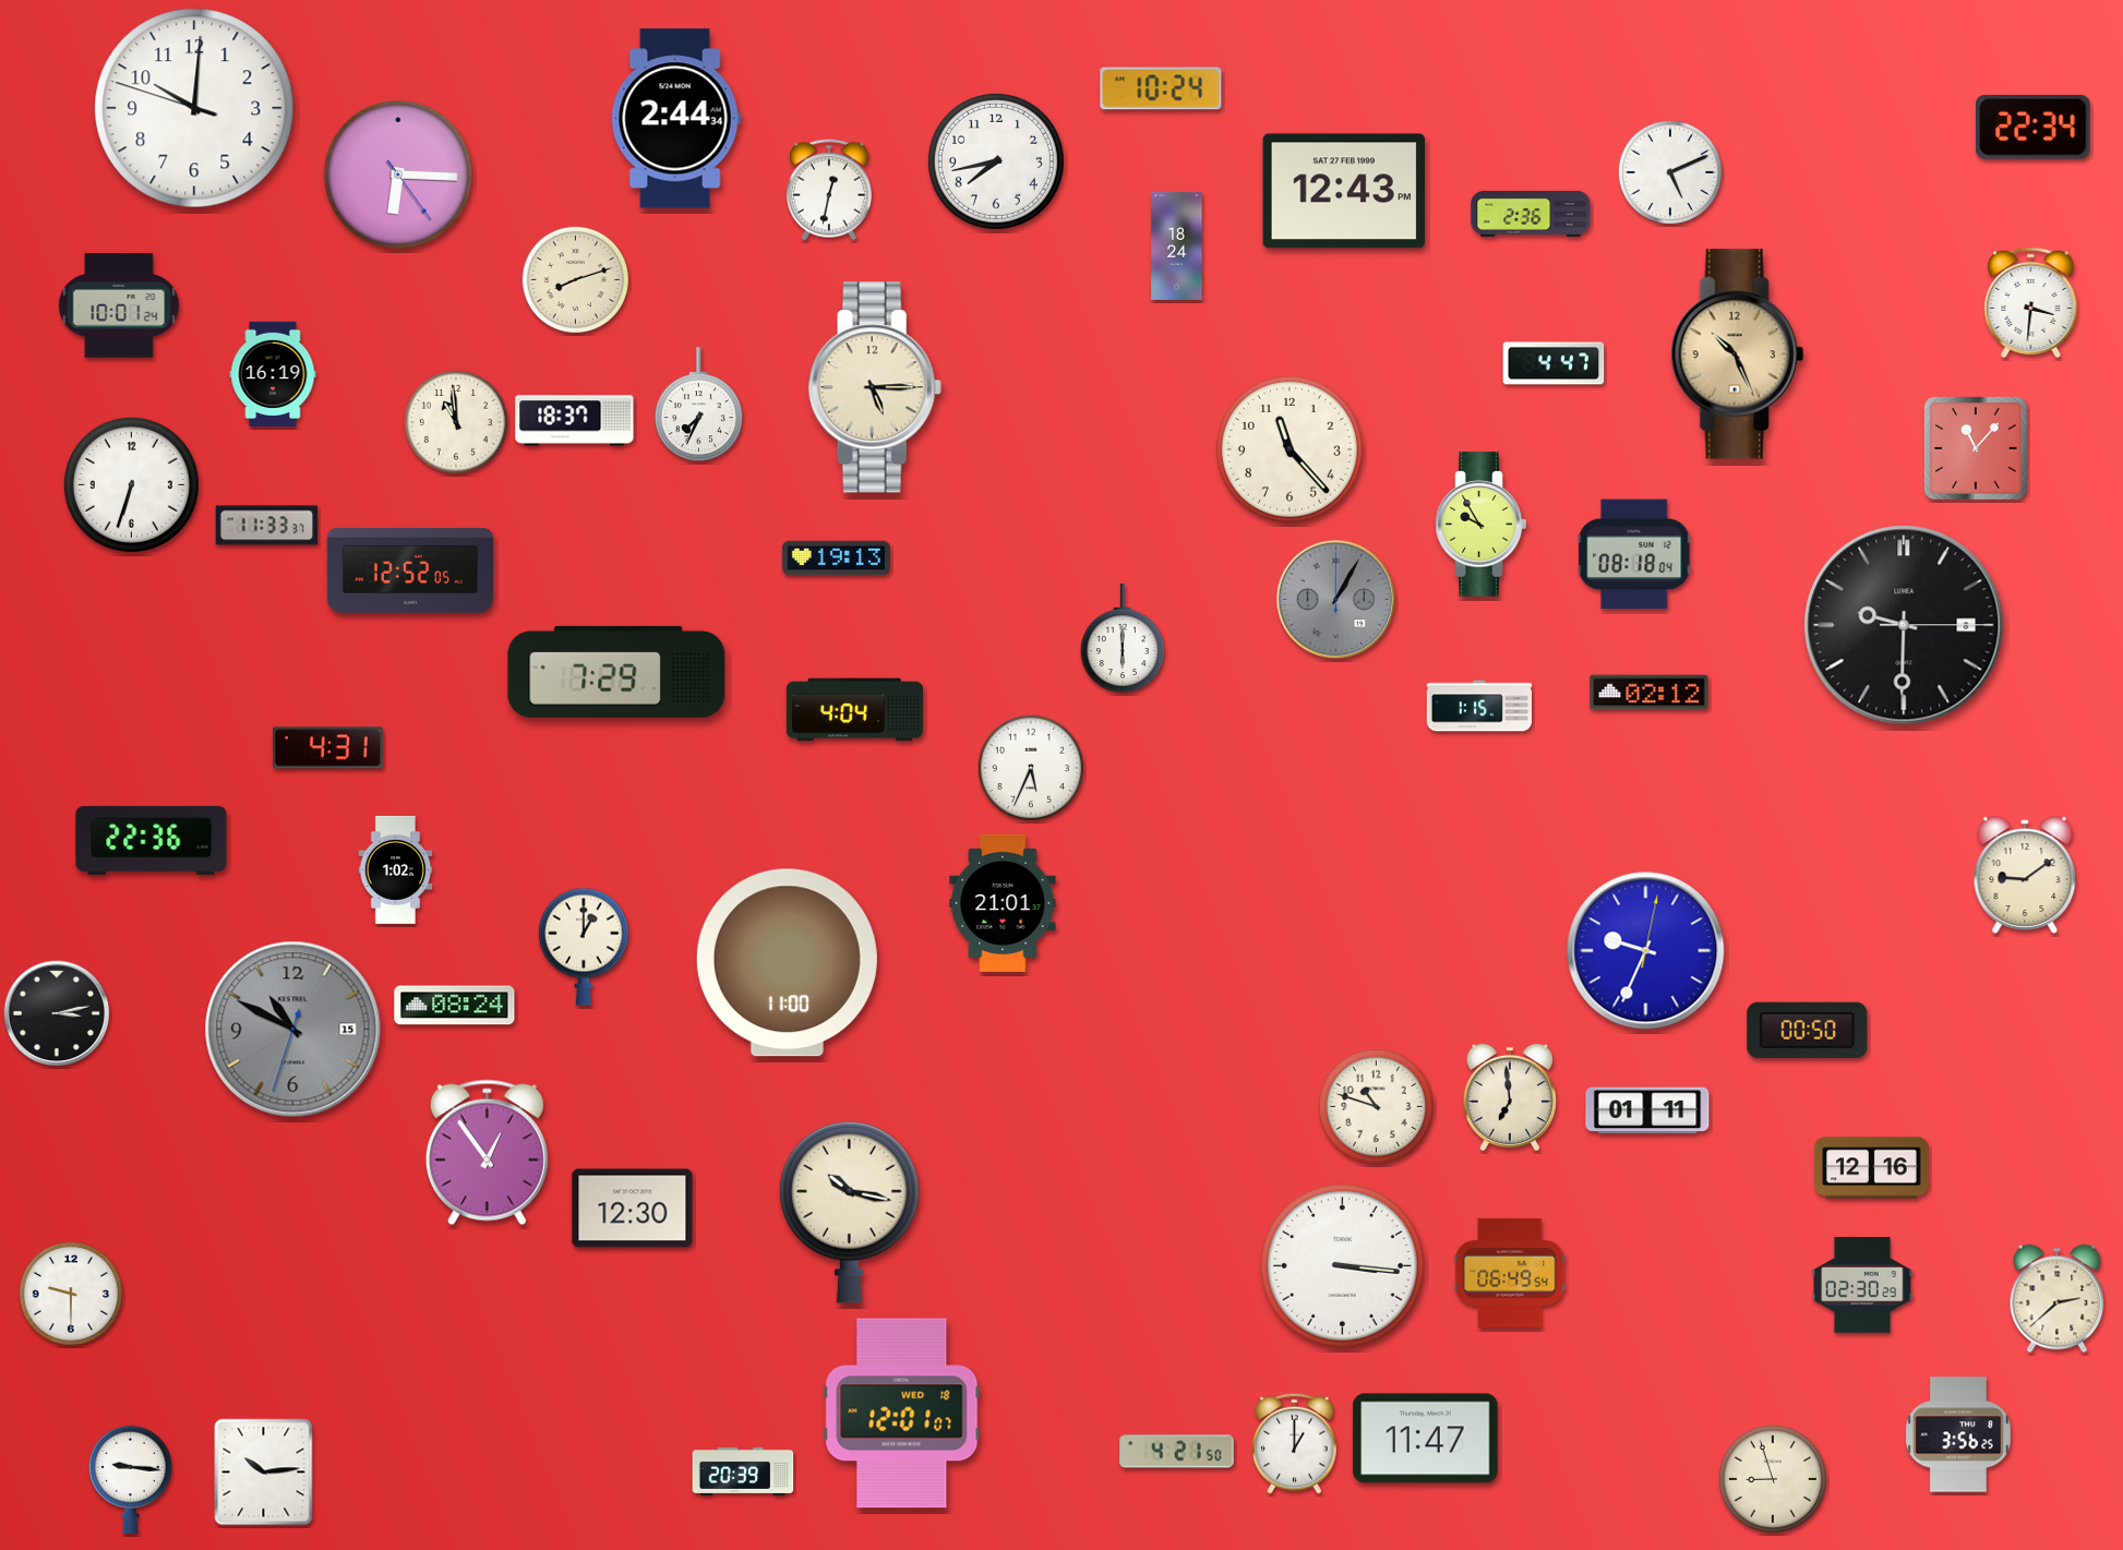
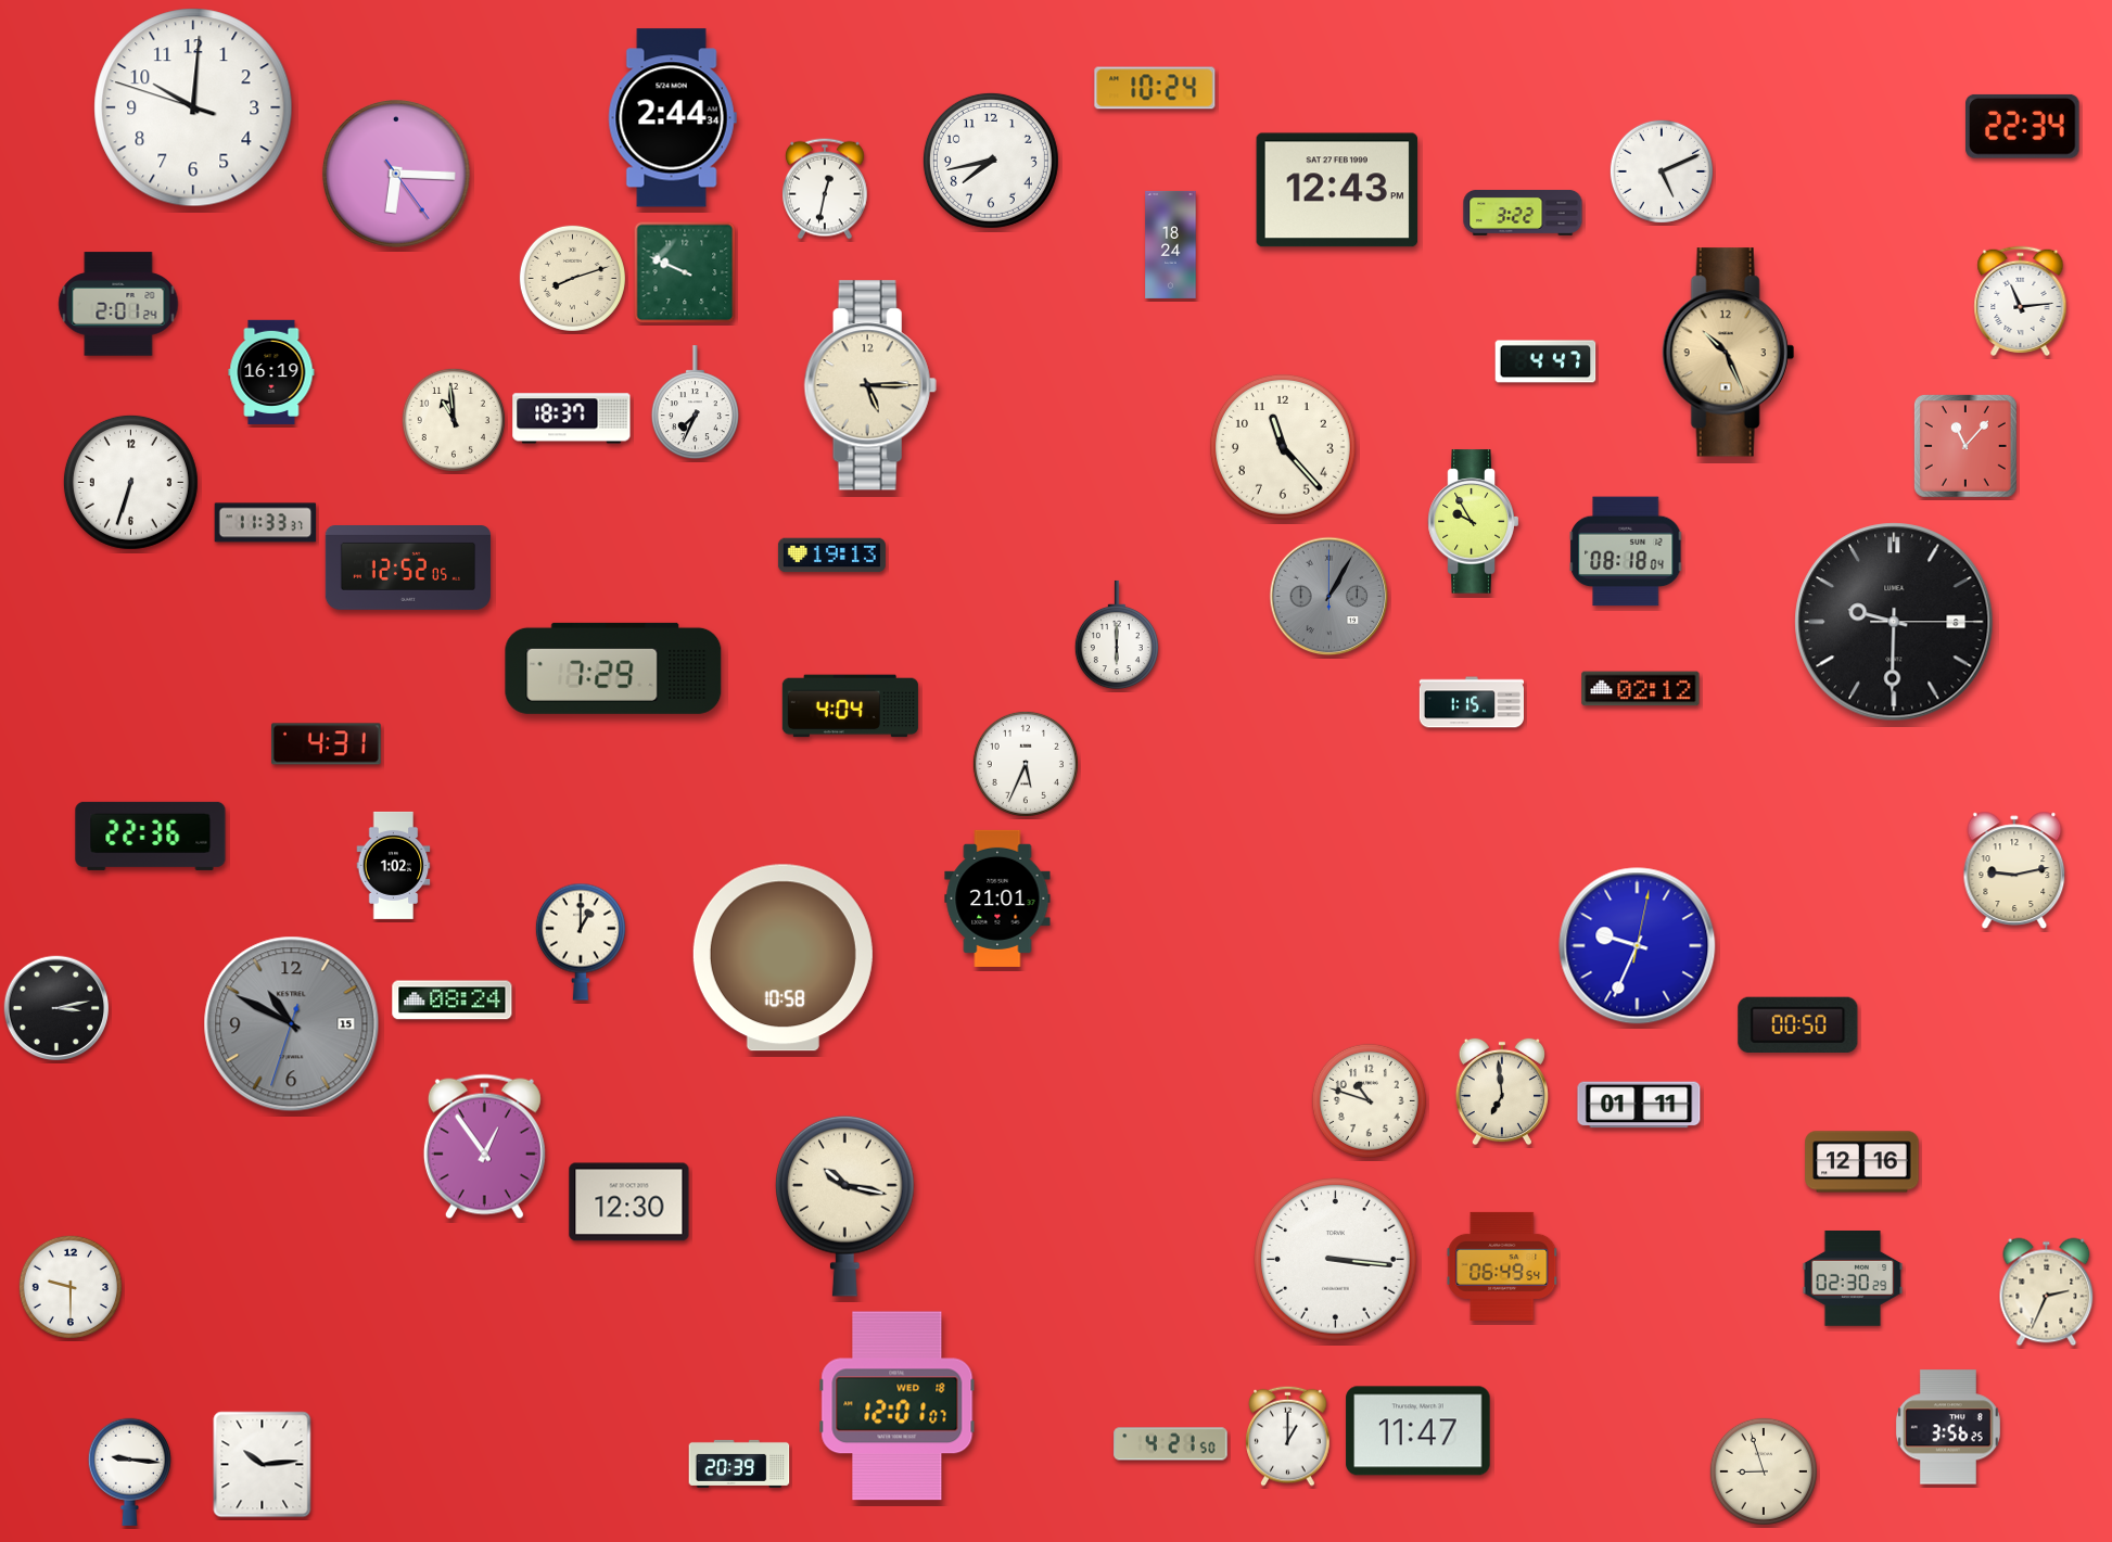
clock at (1531, 214): 2:36 -> 3:22
clock at (685, 272): none -> 9:49
clock at (2031, 303): 3:31 -> 11:14
clock at (119, 305): 10:01 -> 2:01
clock at (2025, 875): 9:09 -> 9:13
clock at (787, 963): 11:00 -> 10:58
clock at (2058, 1299): 2:38 -> 2:34
